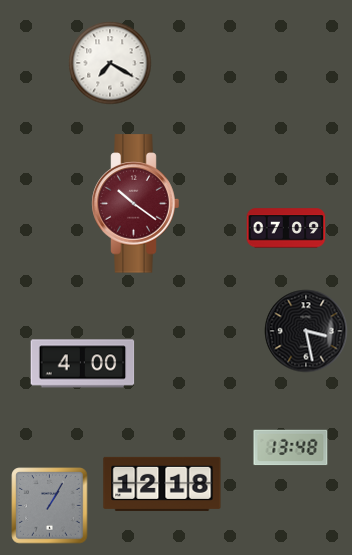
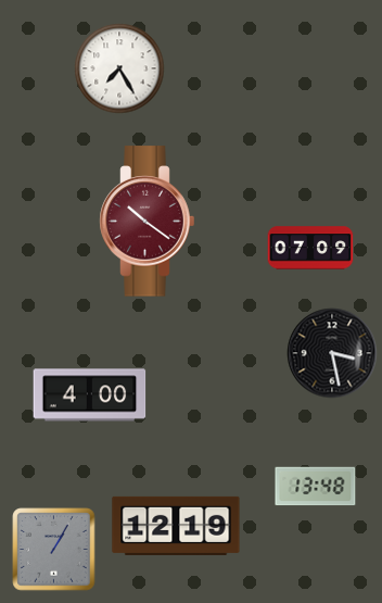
clock at (110, 63): 7:20 -> 7:25
clock at (306, 331) position: (306, 331) -> (332, 353)
clock at (162, 484): 12:18 -> 12:19
